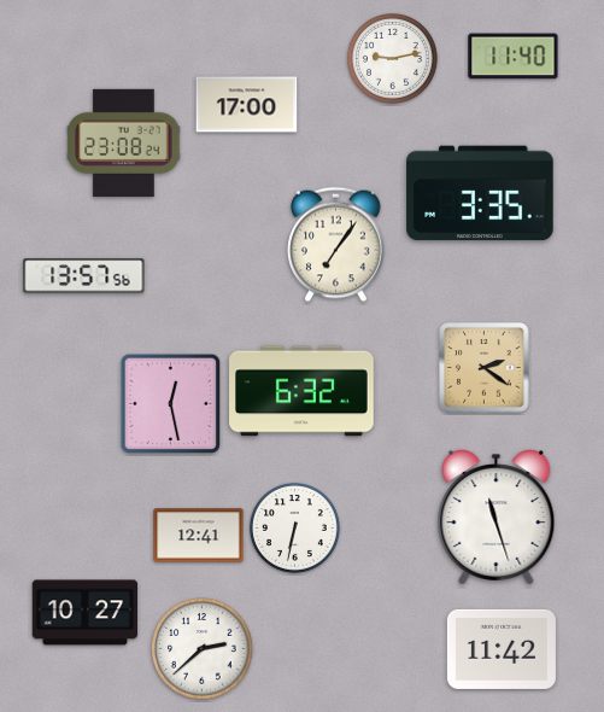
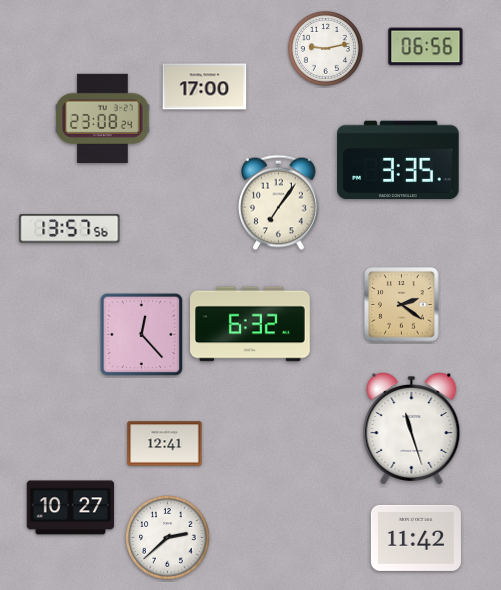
clock at (514, 57): 11:40 -> 06:56
clock at (171, 404): 12:28 -> 12:23
clock at (294, 527): 6:32 -> none
